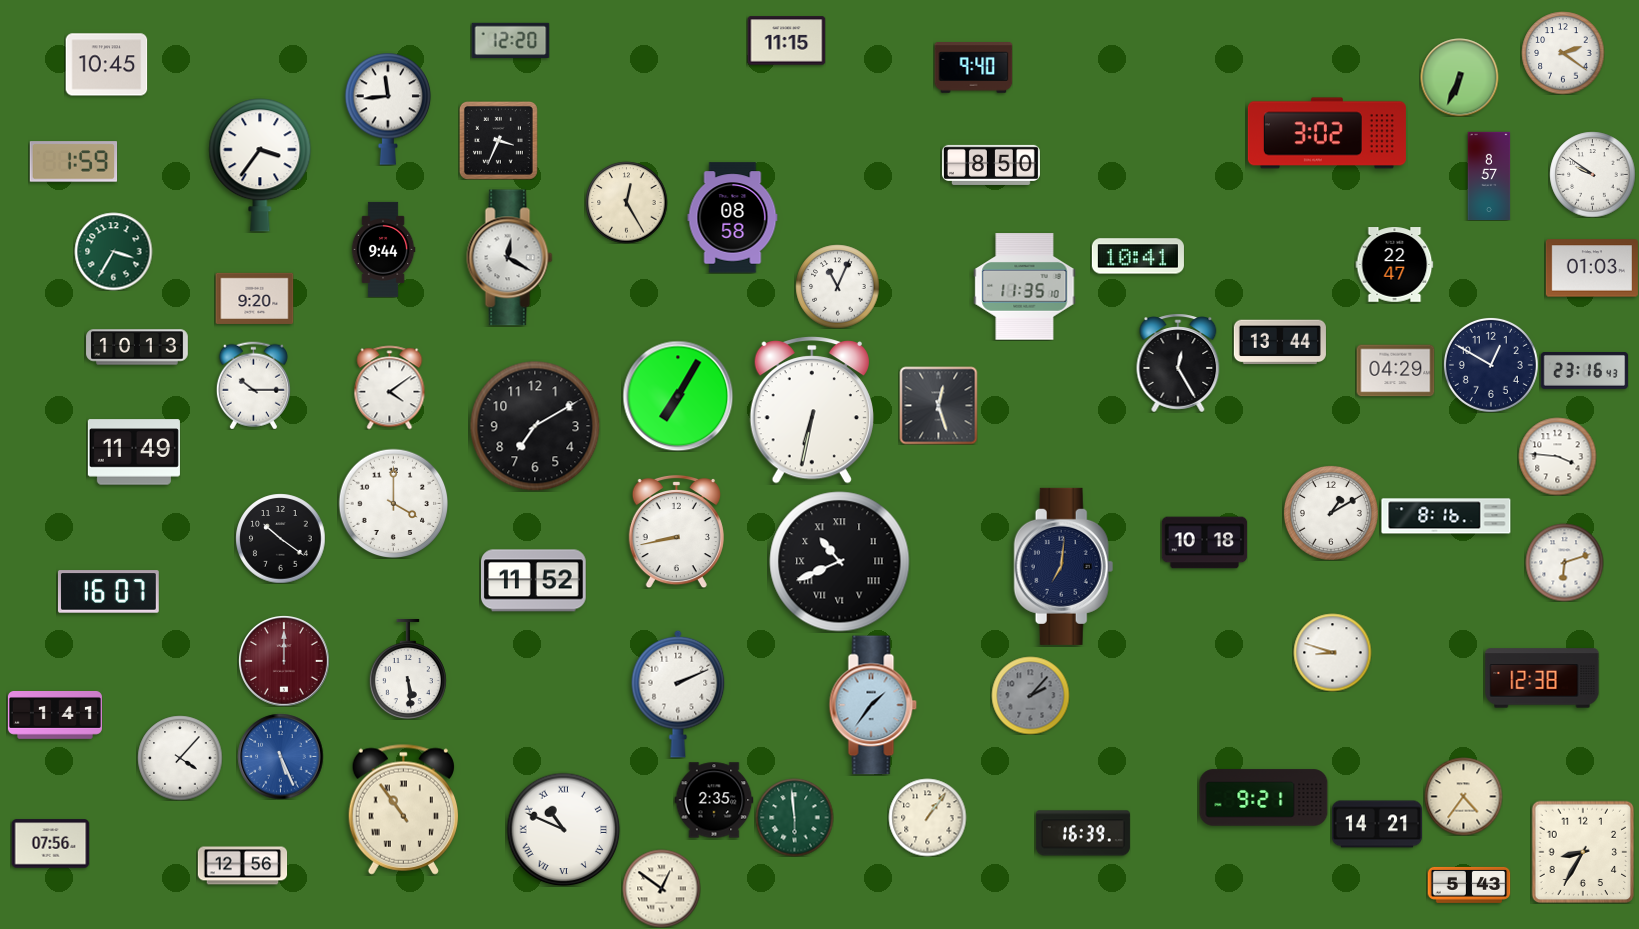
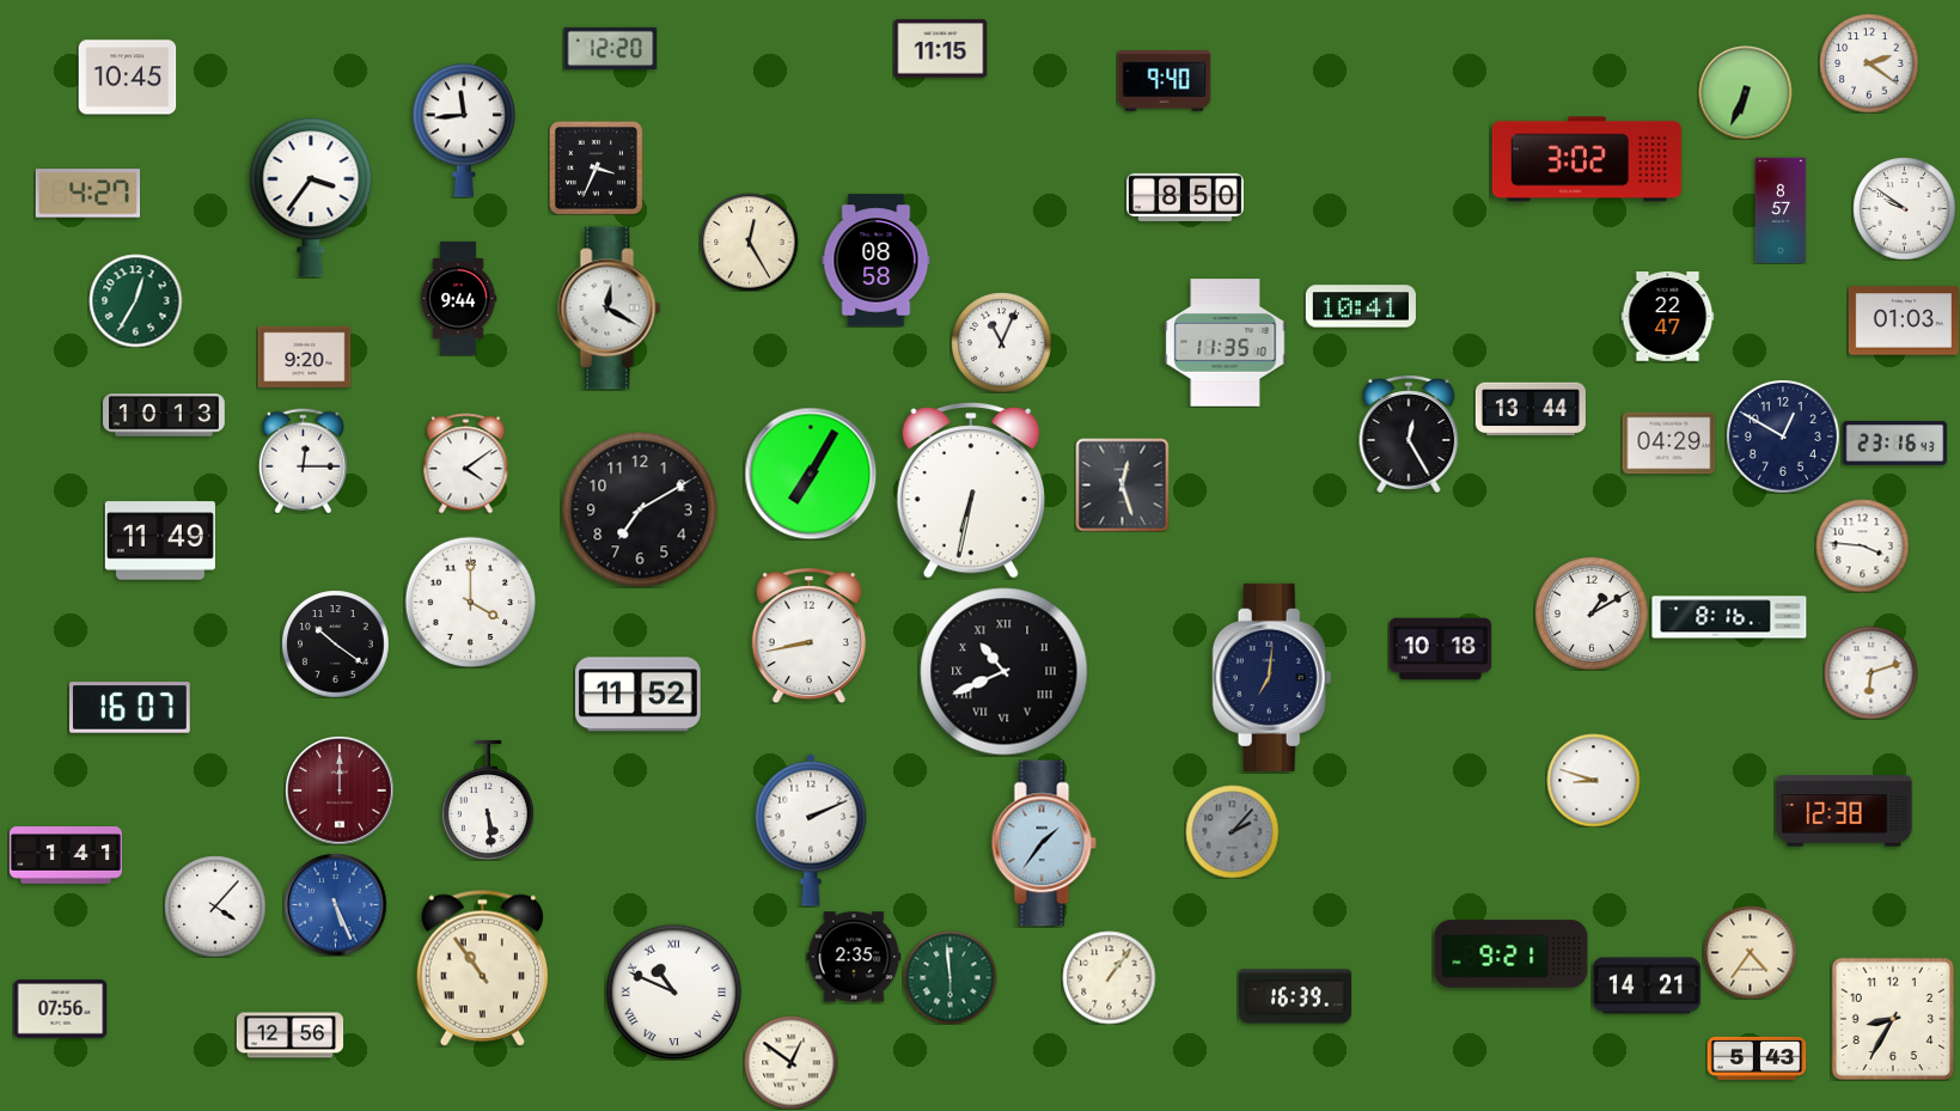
clock at (73, 162): 1:59 -> 4:27
clock at (113, 251): 3:35 -> 12:35
clock at (253, 385): 10:15 -> 12:15
